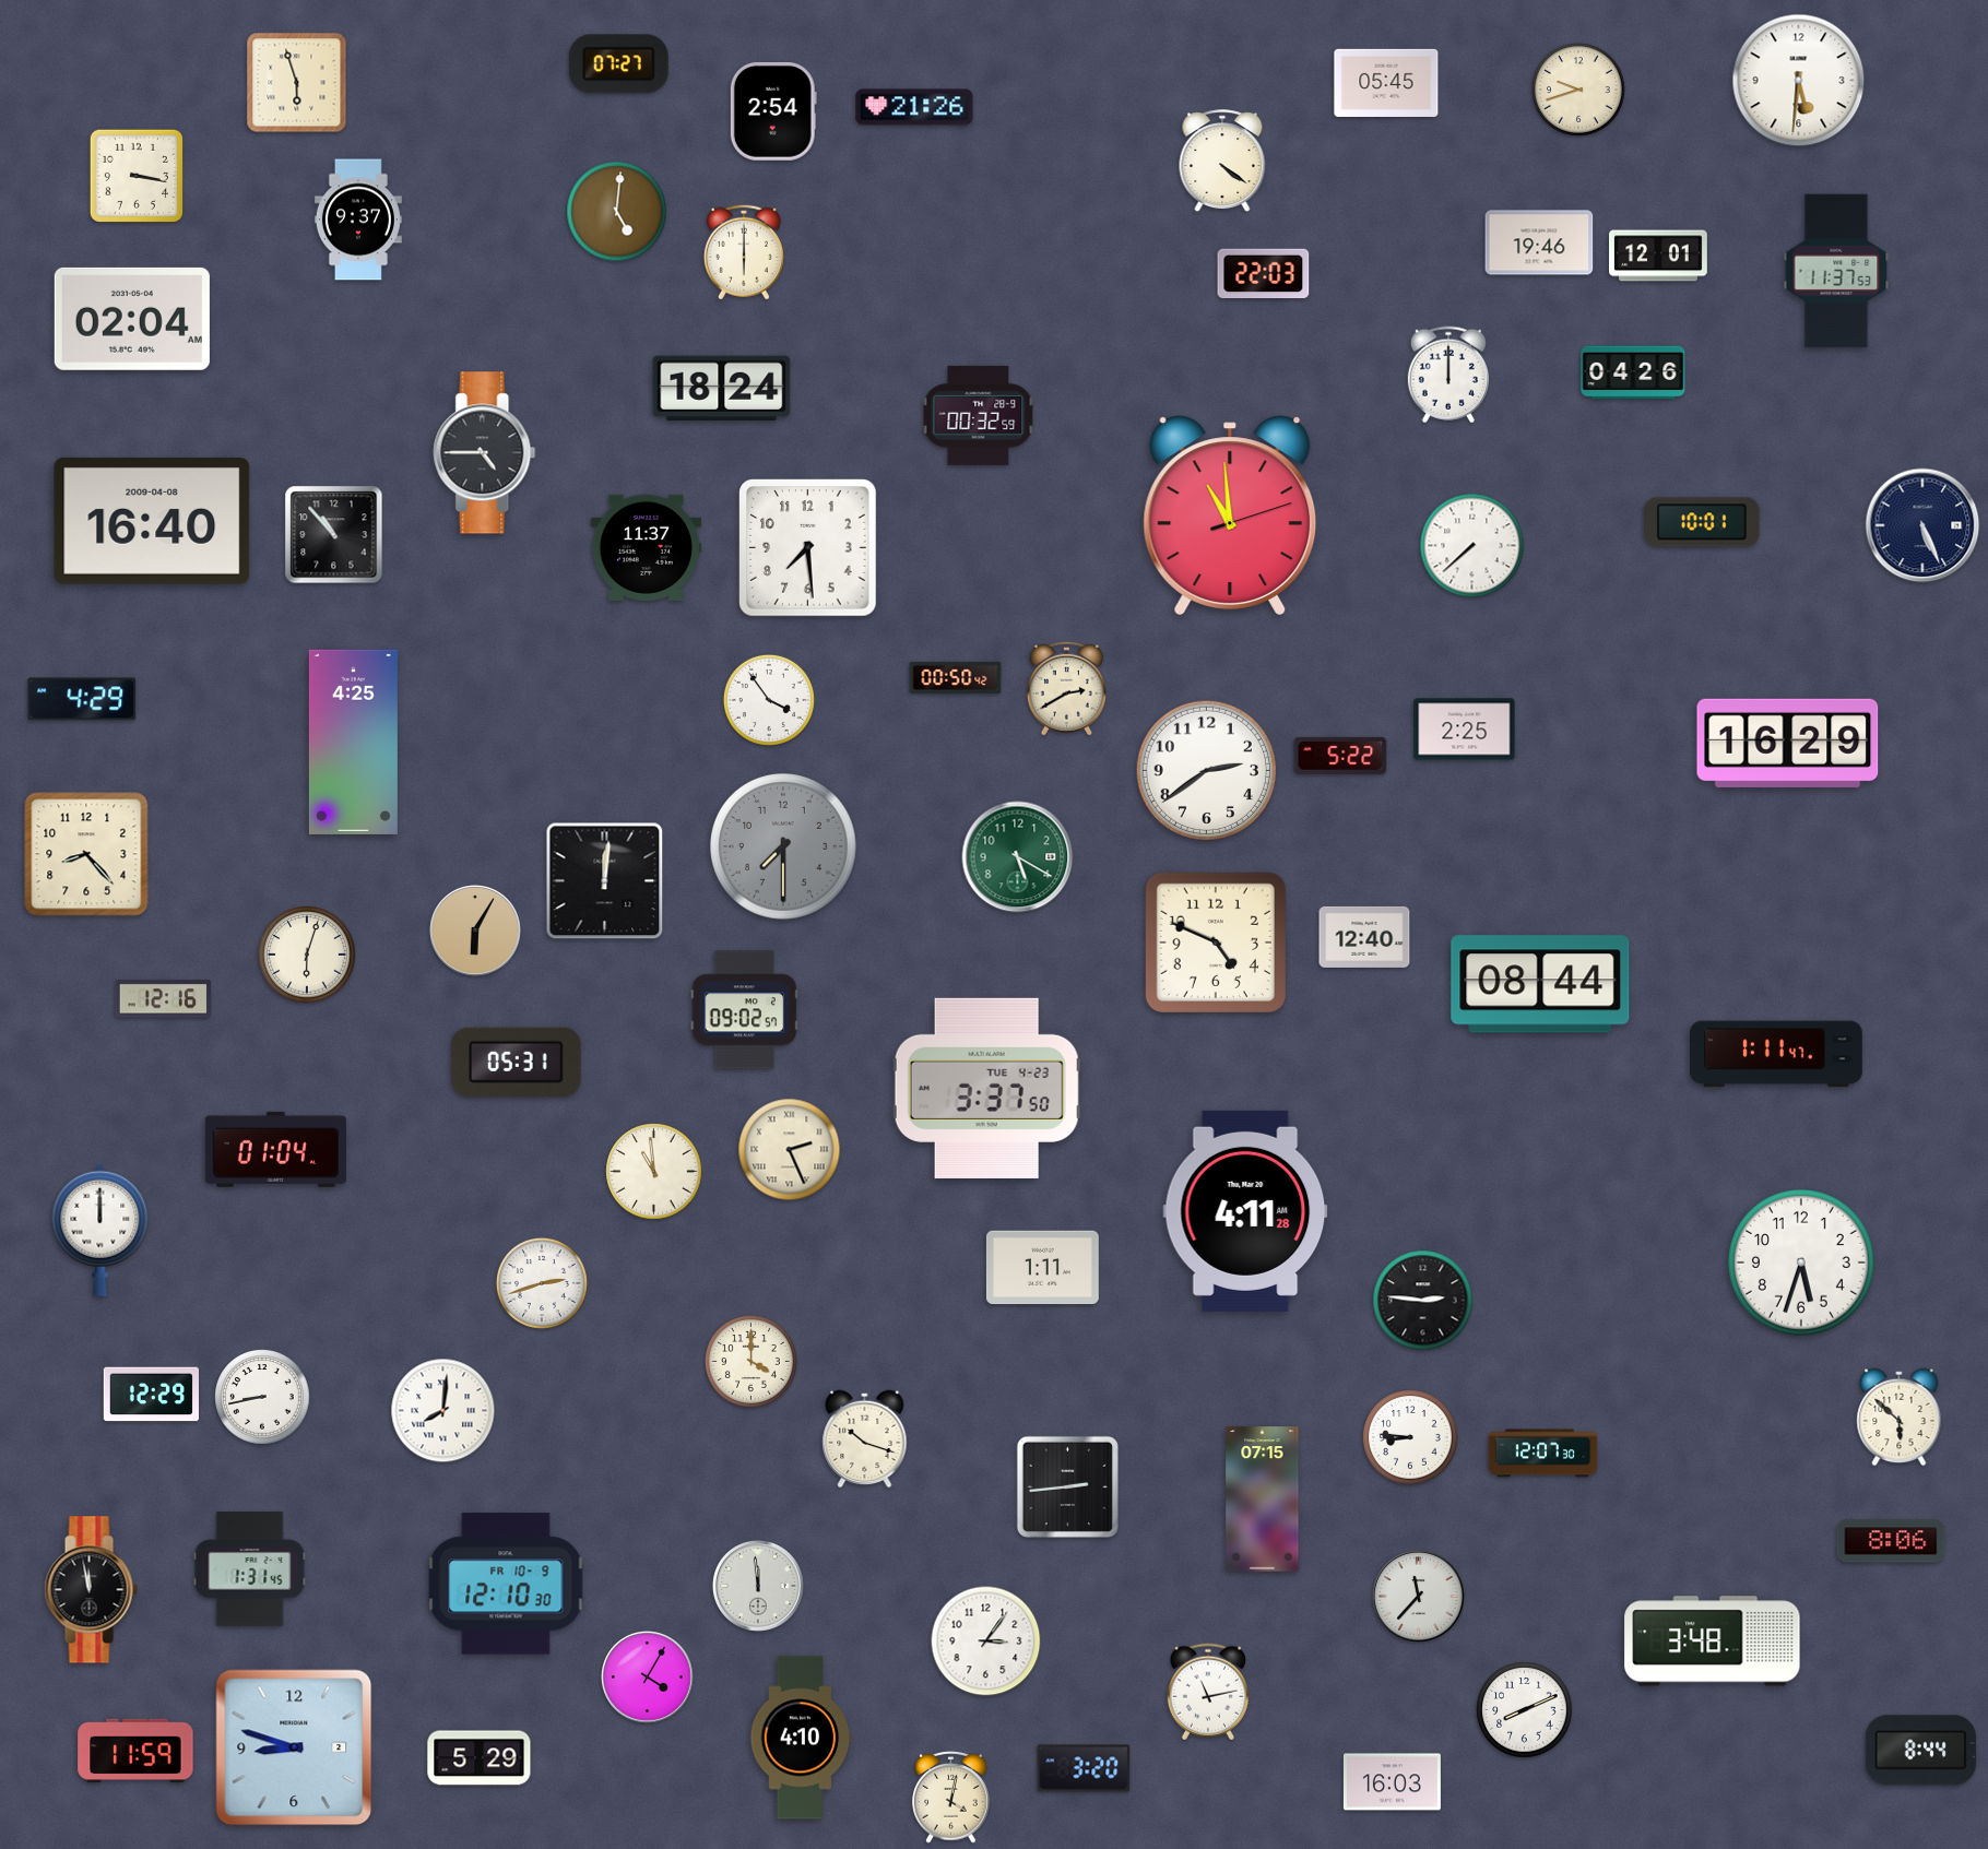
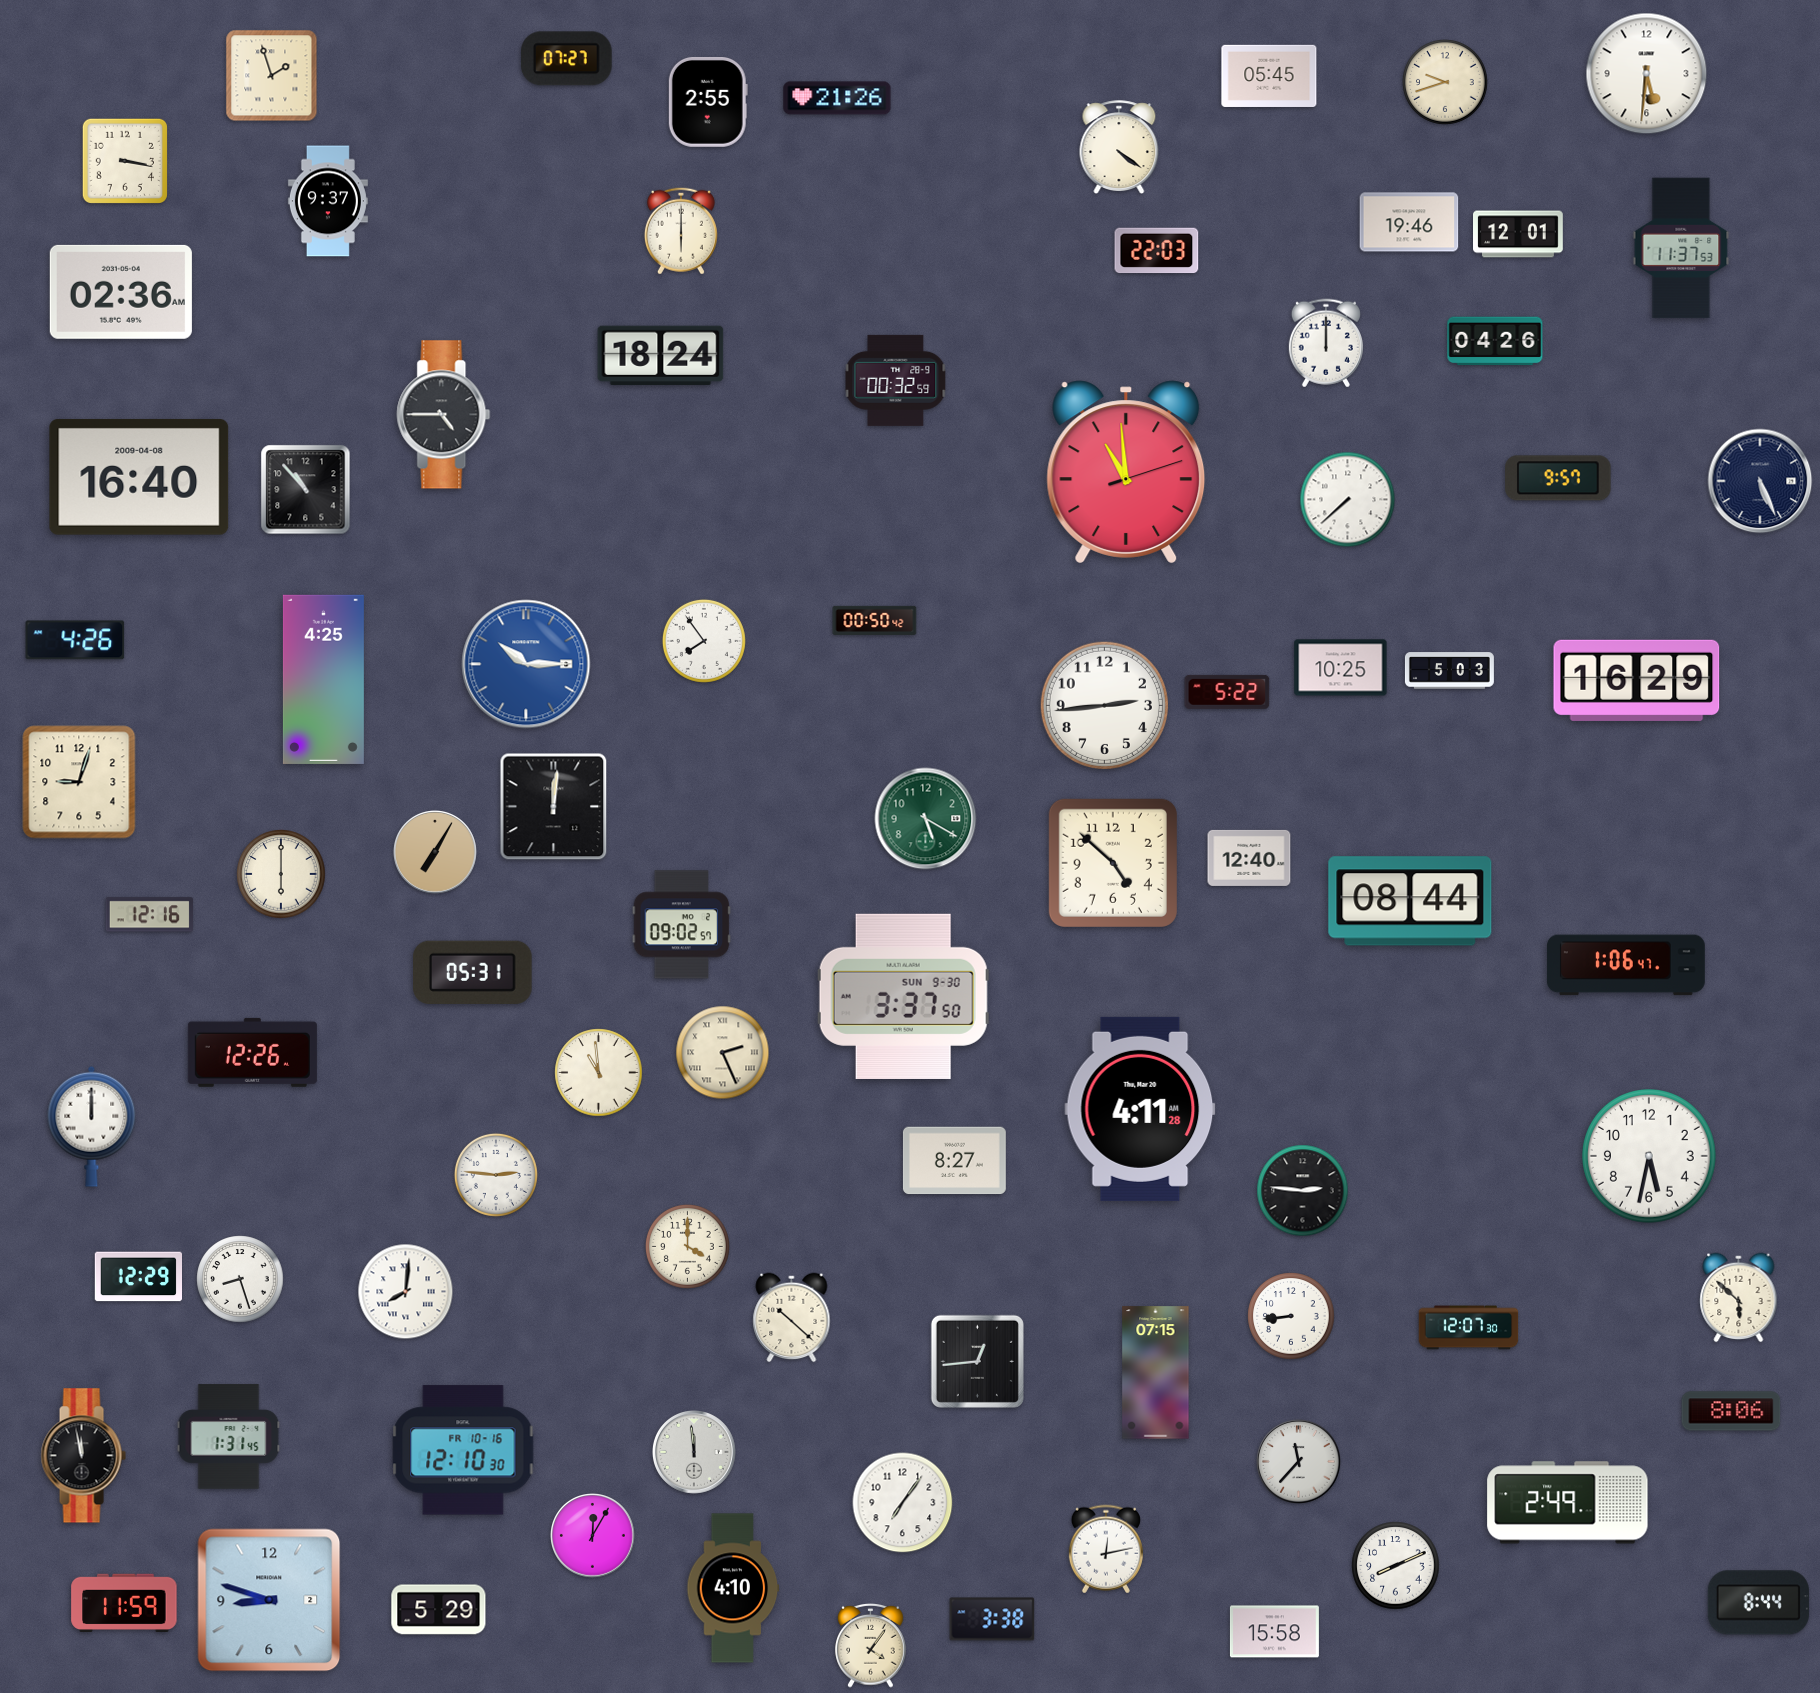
clock at (297, 83): 5:57 -> 1:57
clock at (773, 111): 2:54 -> 2:55
clock at (617, 212): 5:01 -> none
clock at (132, 319): 02:04 -> 02:36
clock at (1702, 522): 10:01 -> 9:57
clock at (646, 547): 11:37 -> none
clock at (808, 548): 7:29 -> none
clock at (1066, 688): 2:40 -> none
clock at (82, 699): 4:29 -> 4:26
clock at (769, 700): 3:54 -> 7:54
clock at (526, 664): none -> 10:15
clock at (1465, 730): 2:25 -> 10:25
clock at (1449, 671): none -> 5:03
clock at (1206, 770): 2:39 -> 2:44
clock at (784, 848): 7:30 -> none
clock at (86, 854): 8:23 -> 9:03
clock at (1018, 857) position: (1018, 857) -> (926, 819)
clock at (475, 931): 6:05 -> 7:05
clock at (1216, 943): 4:49 -> 4:52
clock at (307, 955): 6:03 -> 6:00
clock at (1776, 1054): 1:11 -> 1:06
clock at (986, 1088) date: TUE 4-23 -> SUN 9-30
clock at (275, 1149): 01:04 -> 12:26
clock at (1802, 1264): 5:33 -> 5:32
clock at (1042, 1268): 1:11 -> 8:27
clock at (542, 1283): 2:42 -> 2:46
clock at (262, 1397): 8:43 -> 8:27
clock at (1410, 1437): 8:46 -> 8:44
clock at (865, 1439): 10:18 -> 10:22
clock at (1543, 1454) position: (1543, 1454) -> (1469, 1328)
clock at (1067, 1486): 2:44 -> 12:44
clock at (506, 1584) date: FR 10-9 -> FR 10-16
clock at (986, 1641): 3:06 -> 7:06
clock at (1713, 1641): 3:48 -> 2:49
clock at (648, 1678): 4:05 -> 12:05
clock at (1208, 1692): 11:13 -> 12:13
clock at (801, 1738) position: (801, 1738) -> (733, 1588)
clock at (1084, 1768): 3:20 -> 3:38
clock at (1392, 1782): 16:03 -> 15:58
clock at (951, 1797): 4:02 -> 4:06
